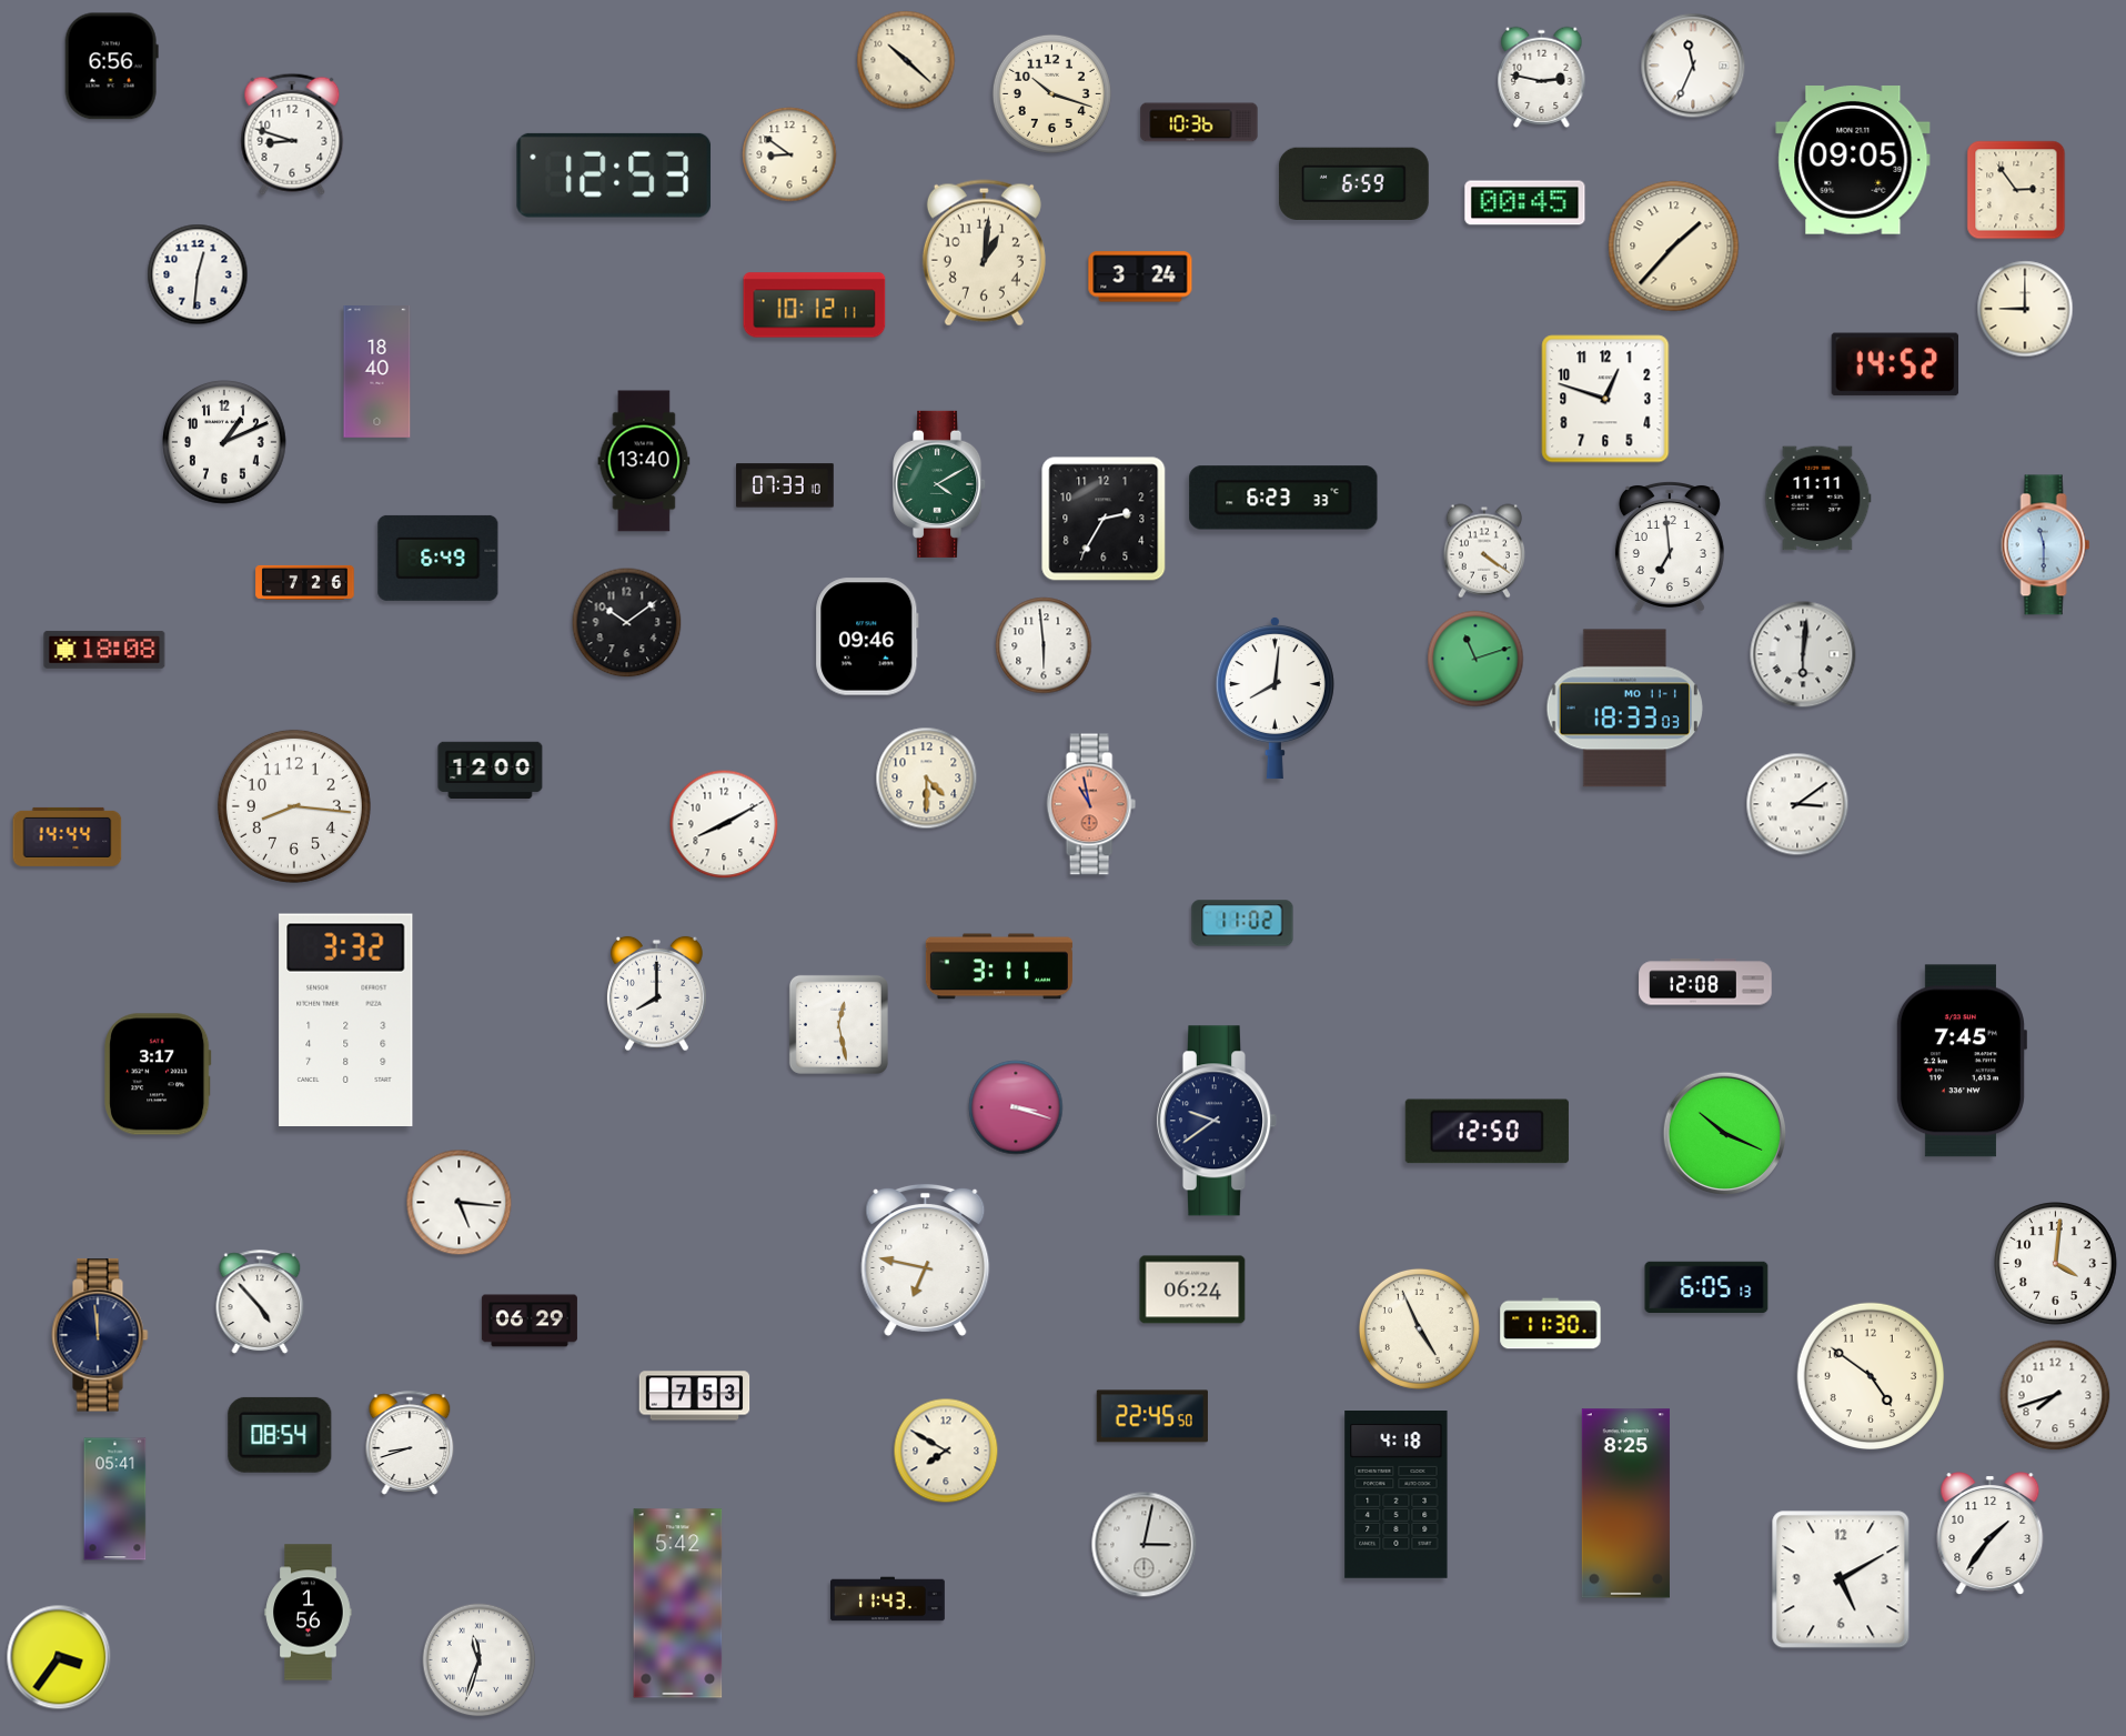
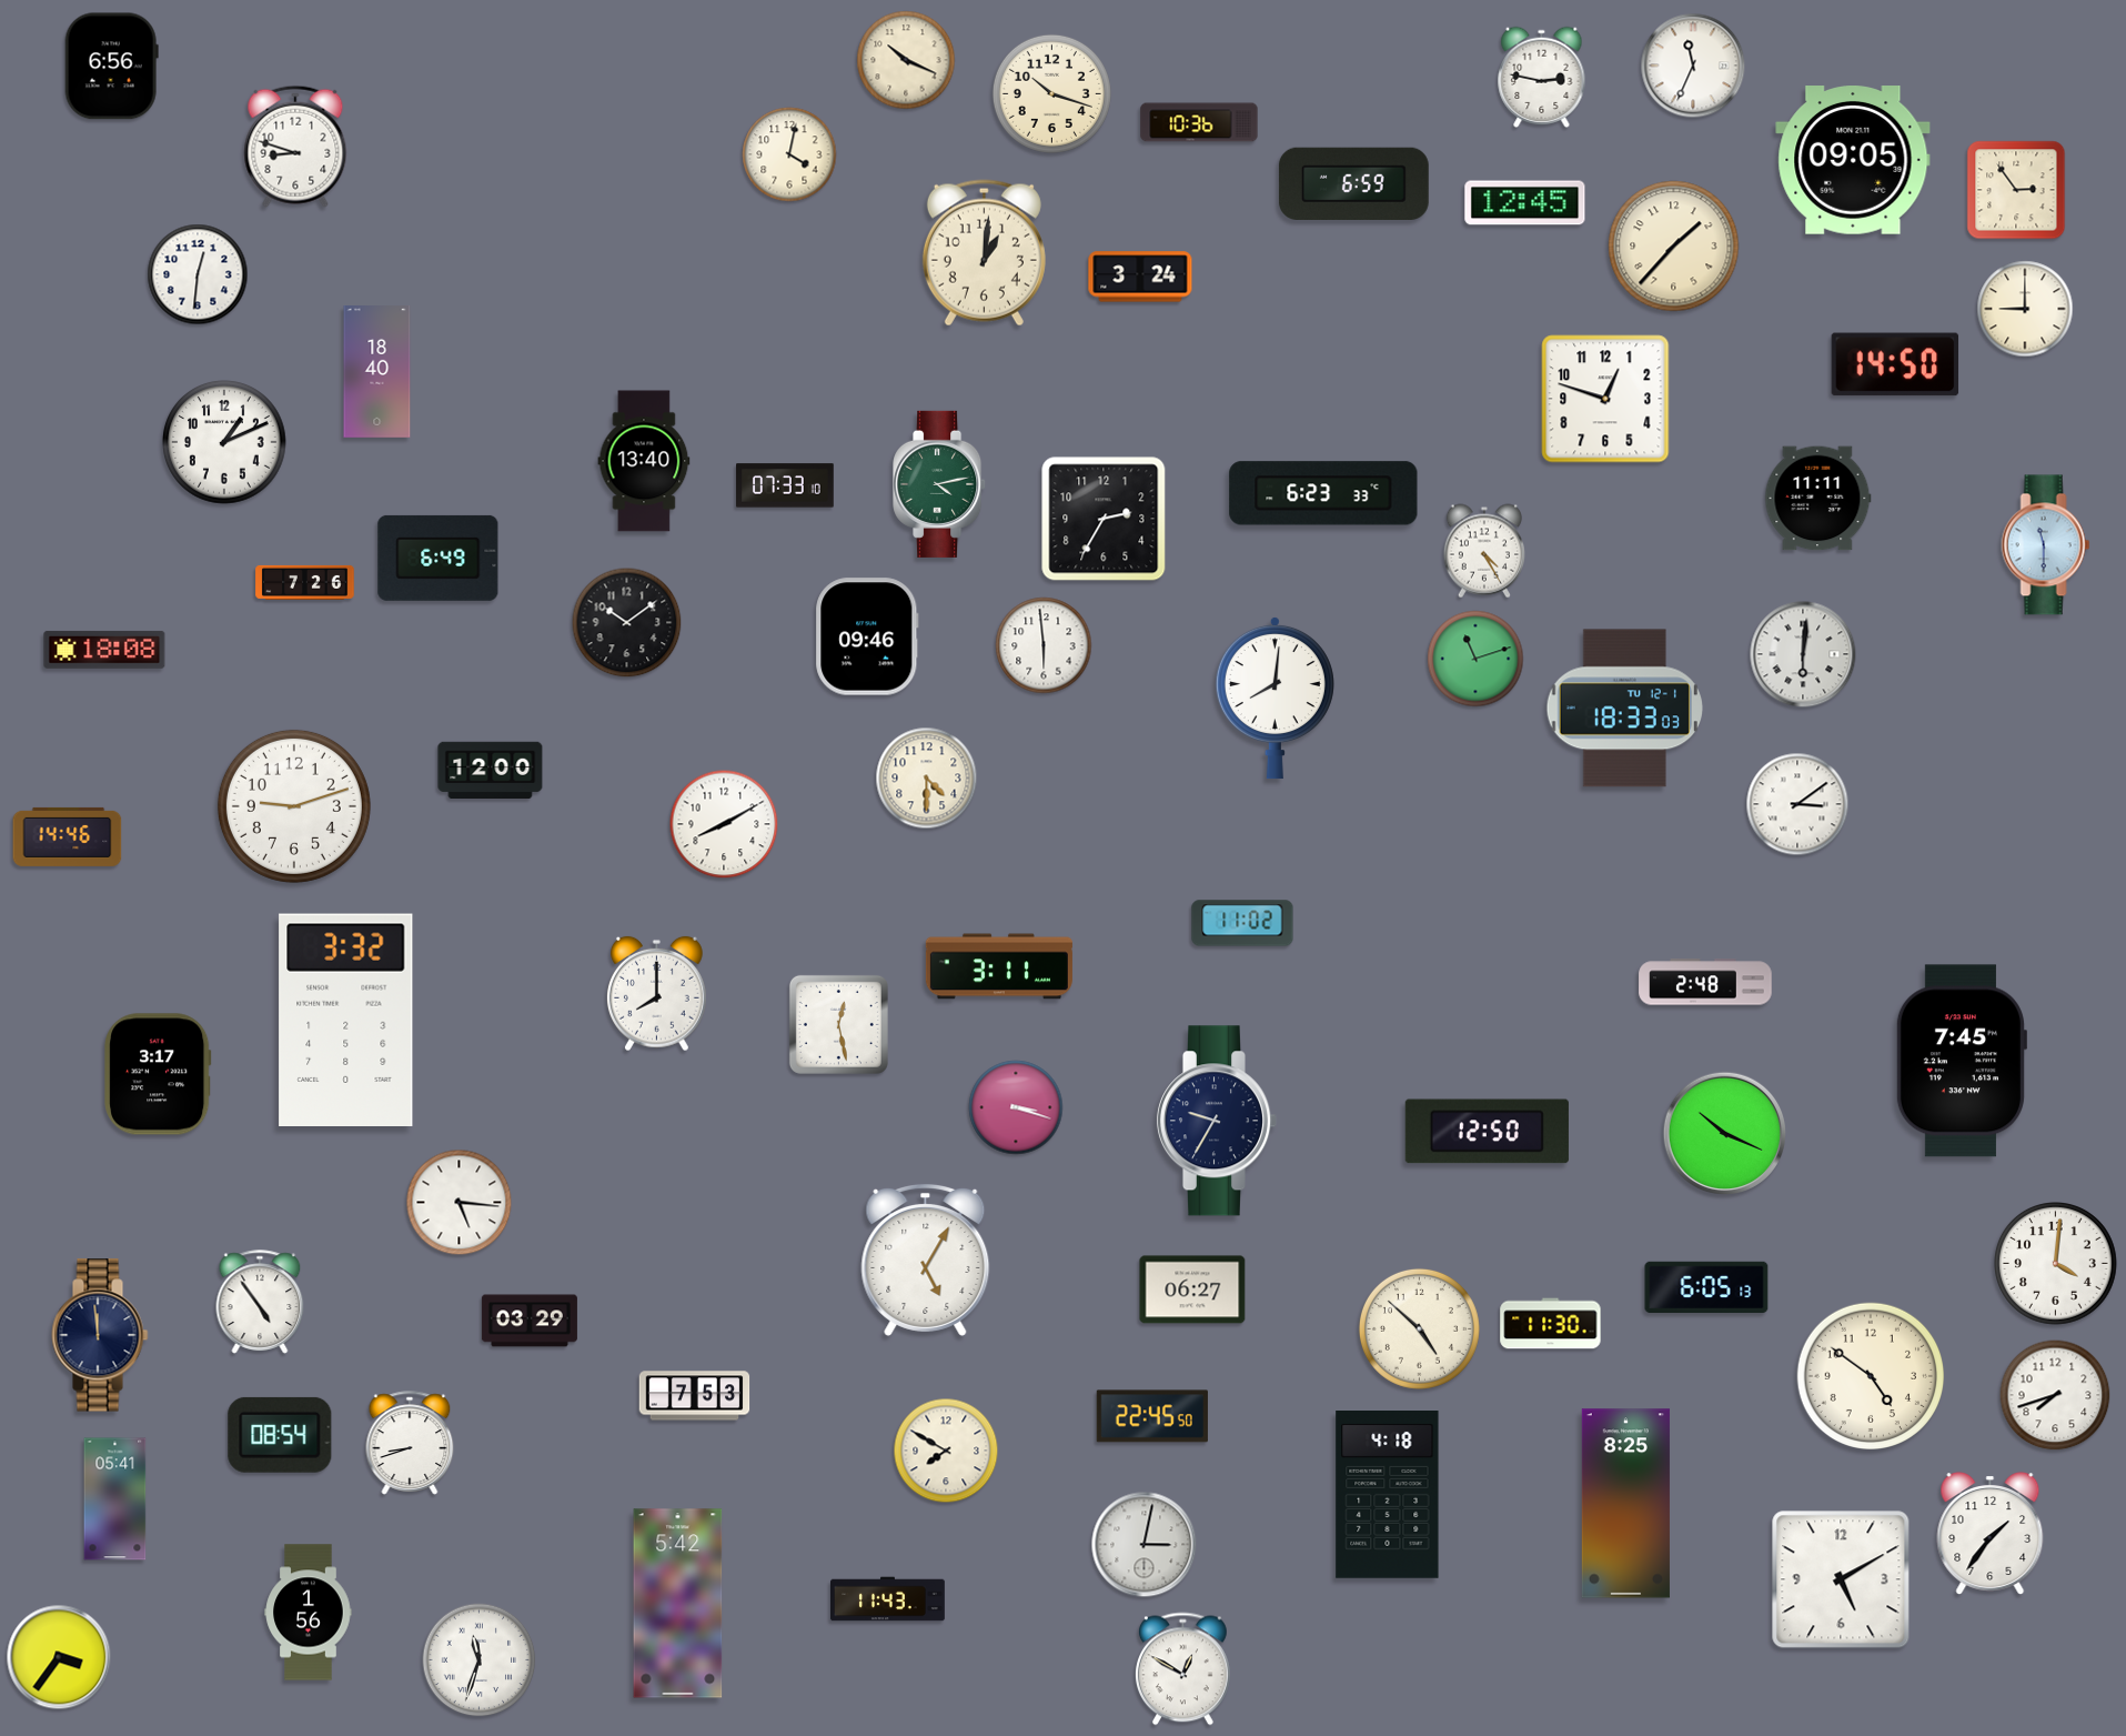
clock at (906, 60): 10:22 -> 10:19
clock at (292, 134) position: (292, 134) -> (295, 147)
clock at (789, 154): 8:51 -> 4:02
clock at (614, 175): 12:53 -> none
clock at (1525, 203): 00:45 -> 12:45
clock at (815, 305): 10:12 -> none
clock at (1895, 364): 14:52 -> 14:50
clock at (940, 484): 4:10 -> 4:13
clock at (1283, 498) position: (1283, 498) -> (1323, 493)
clock at (1670, 546): 6:59 -> none
clock at (1483, 551): 4:21 -> 4:25
clock at (1624, 709) date: MO 11-1 -> TU 12-1
clock at (1091, 804): 10:58 -> none
clock at (294, 806): 8:16 -> 9:12
clock at (68, 836): 14:44 -> 14:46
clock at (1705, 982): 12:08 -> 2:48
clock at (1217, 1121): 9:39 -> 9:35
clock at (926, 1260): 6:47 -> 5:05
clock at (1192, 1290): 06:24 -> 06:27
clock at (260, 1302): 4:53 -> 4:54
clock at (530, 1321): 06:29 -> 03:29
clock at (1419, 1328): 4:56 -> 4:52
clock at (1397, 1495) position: (1397, 1495) -> (1388, 1495)
clock at (1182, 1669): none -> 12:50
